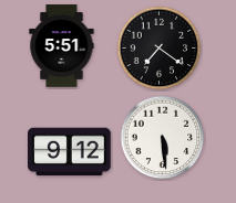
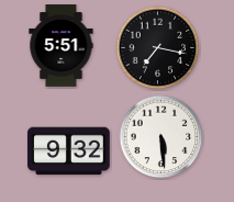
clock at (160, 49): 7:21 -> 7:17
clock at (70, 152): 9:12 -> 9:32
